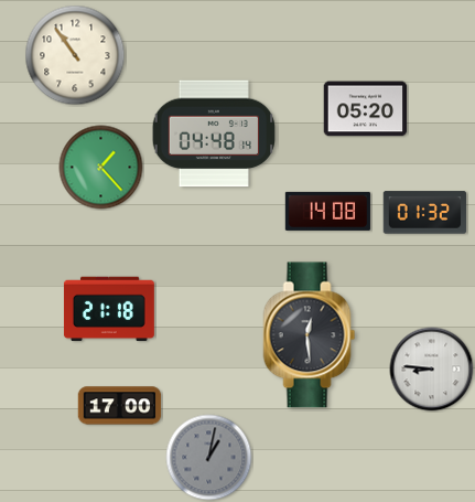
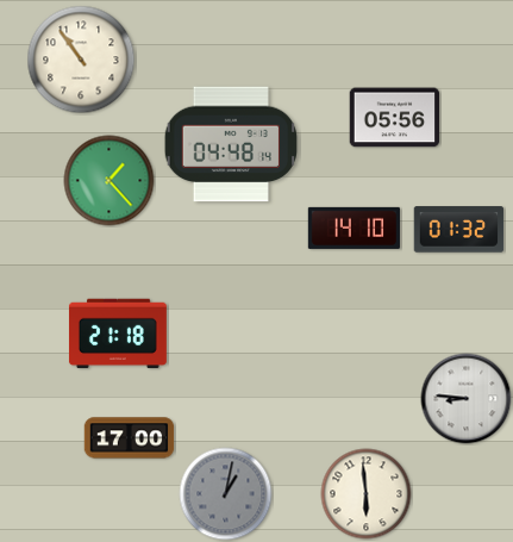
clock at (366, 109): 05:20 -> 05:56
clock at (327, 211): 14:08 -> 14:10
clock at (310, 335): 12:29 -> none
clock at (367, 494): none -> 5:59
